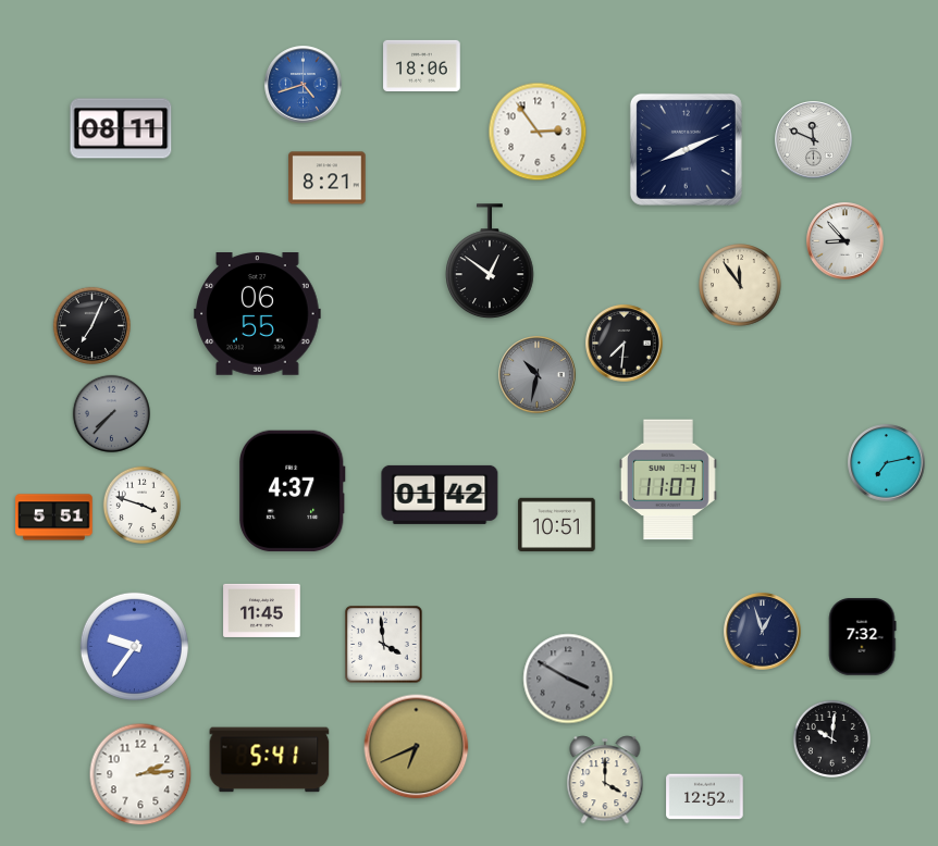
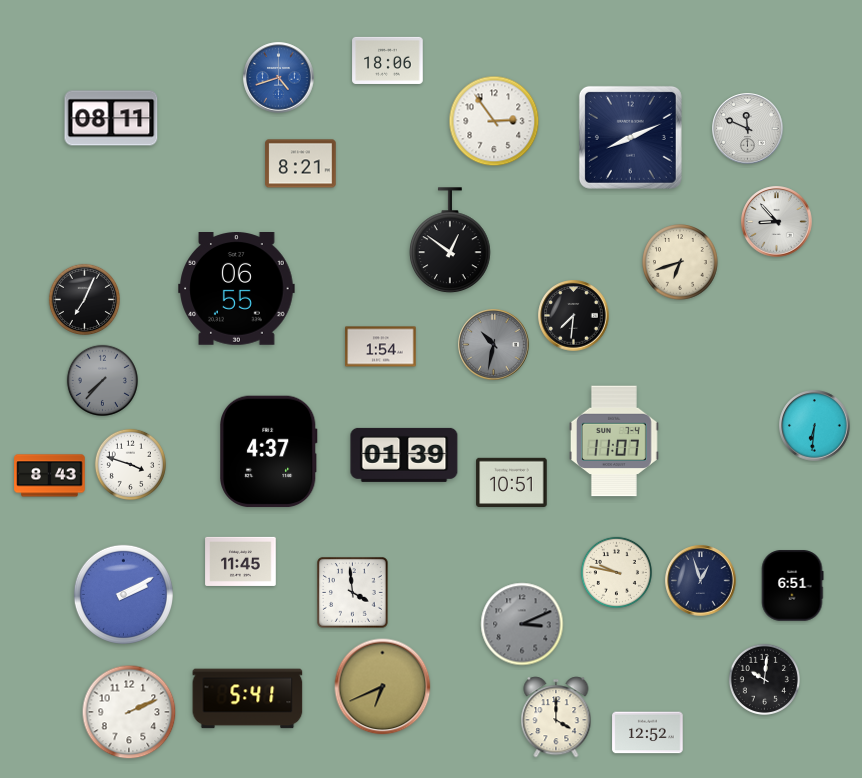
clock at (740, 285): 11:54 -> 6:42
clock at (381, 347): none -> 1:54
clock at (887, 463): 7:13 -> 6:31
clock at (440, 495): 01:42 -> 01:39
clock at (54, 518): 5:51 -> 8:43
clock at (616, 572): none -> 9:47
clock at (862, 637): 7:32 -> 6:51
clock at (134, 646): 9:36 -> 2:10
clock at (568, 679): 3:50 -> 3:11
clock at (140, 774): 2:14 -> 2:11
